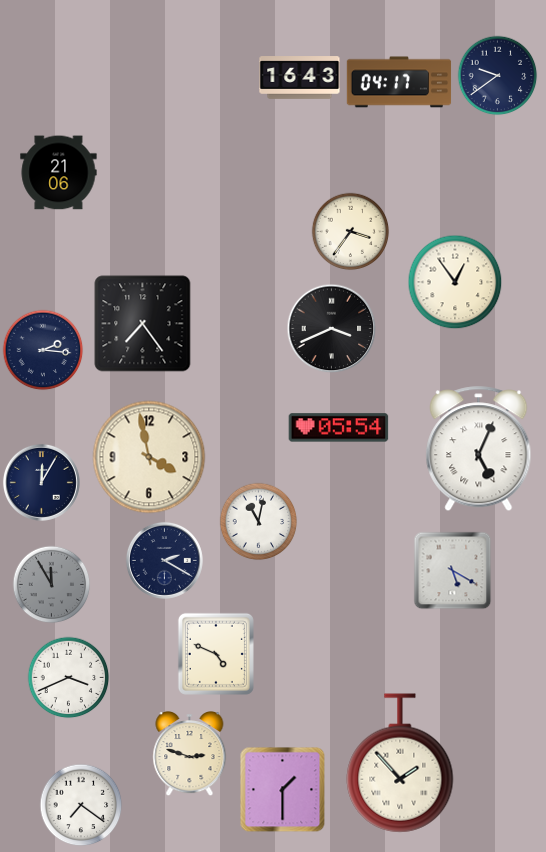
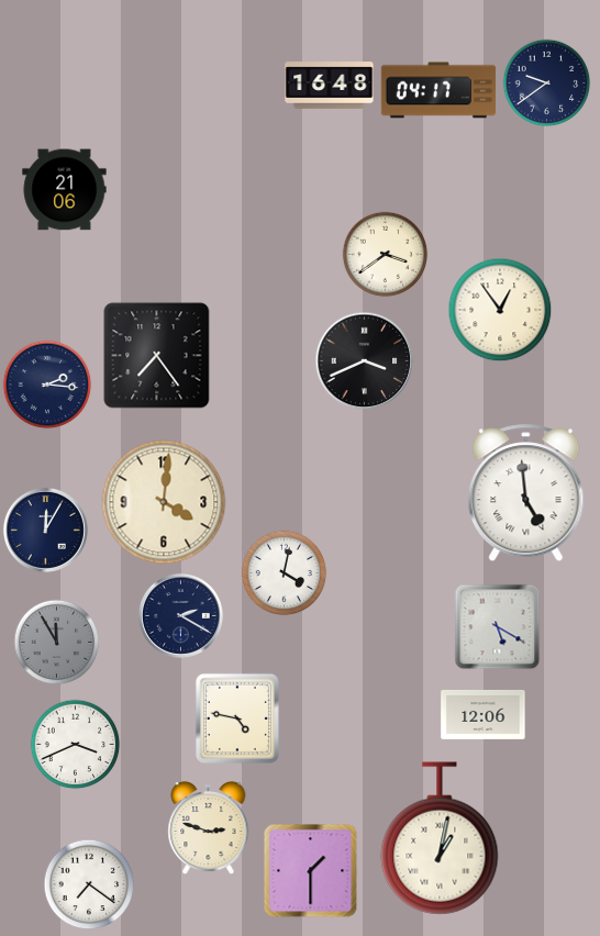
clock at (300, 78): 16:43 -> 16:48
clock at (350, 231): 3:36 -> 3:39
clock at (339, 428): 05:54 -> none
clock at (479, 449): 5:04 -> 4:59
clock at (149, 457): 3:58 -> 4:01
clock at (258, 521): 11:02 -> 4:02
clock at (484, 715): none -> 12:06
clock at (216, 654): 4:49 -> 4:47
clock at (400, 763): 1:53 -> 1:02
clock at (282, 789) position: (282, 789) -> (310, 870)
